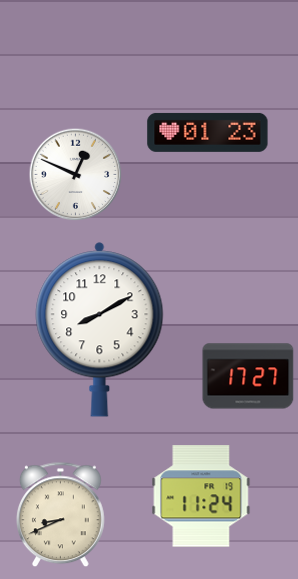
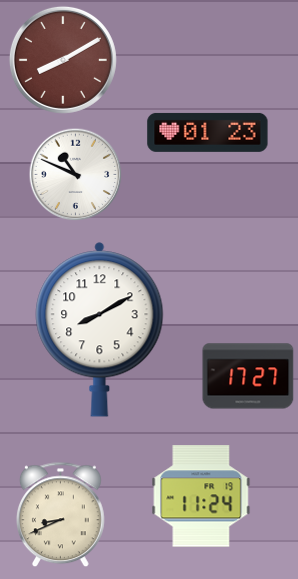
clock at (63, 60): none -> 8:10
clock at (76, 175): 12:49 -> 10:49
